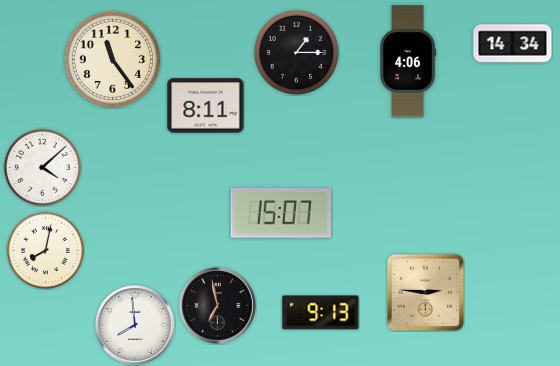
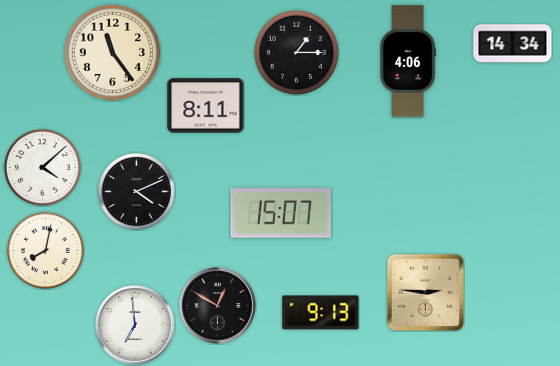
clock at (112, 59) position: (112, 59) -> (112, 52)
clock at (136, 191): none -> 4:11
clock at (218, 306): 6:58 -> 12:50
clock at (136, 326): 7:59 -> 6:59
